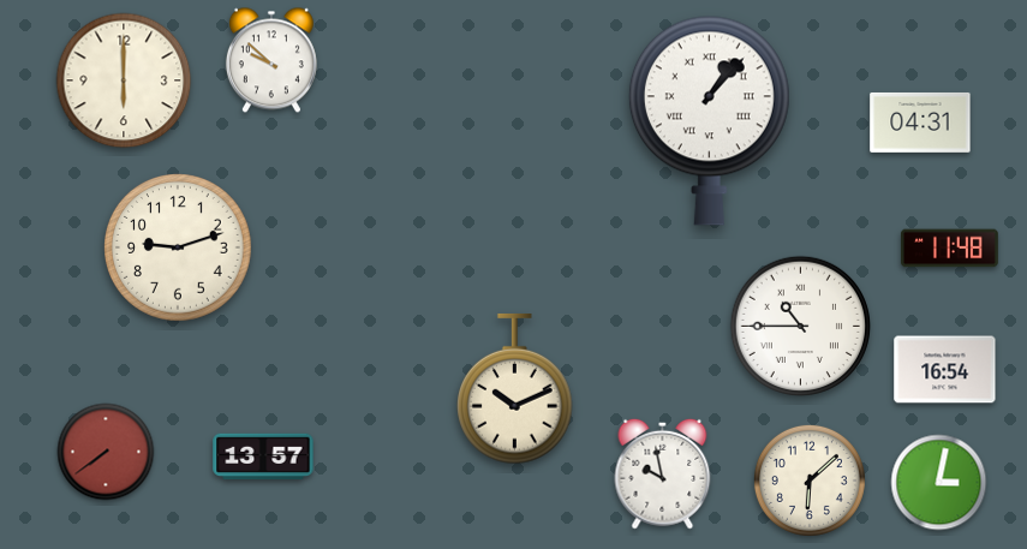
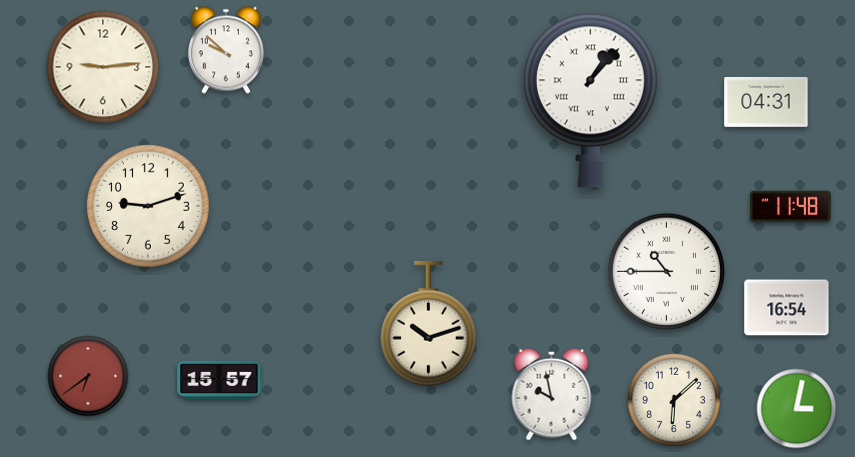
clock at (124, 80): 6:00 -> 9:14
clock at (515, 389): 10:11 -> 10:12
clock at (106, 452): 7:39 -> 6:39
clock at (263, 456): 13:57 -> 15:57
clock at (939, 483) position: (939, 483) -> (797, 409)
